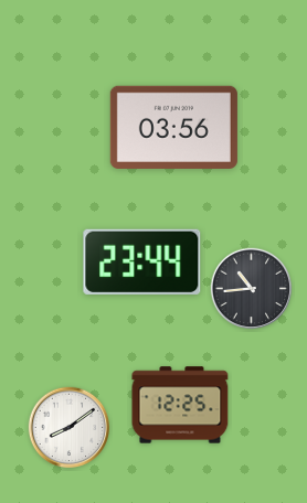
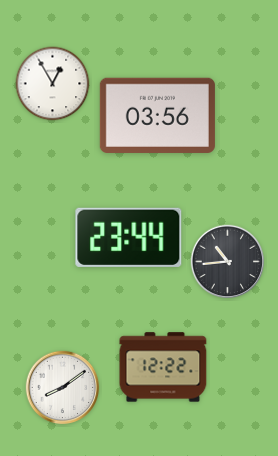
clock at (53, 84): none -> 12:55
clock at (180, 405): 12:25 -> 12:22
